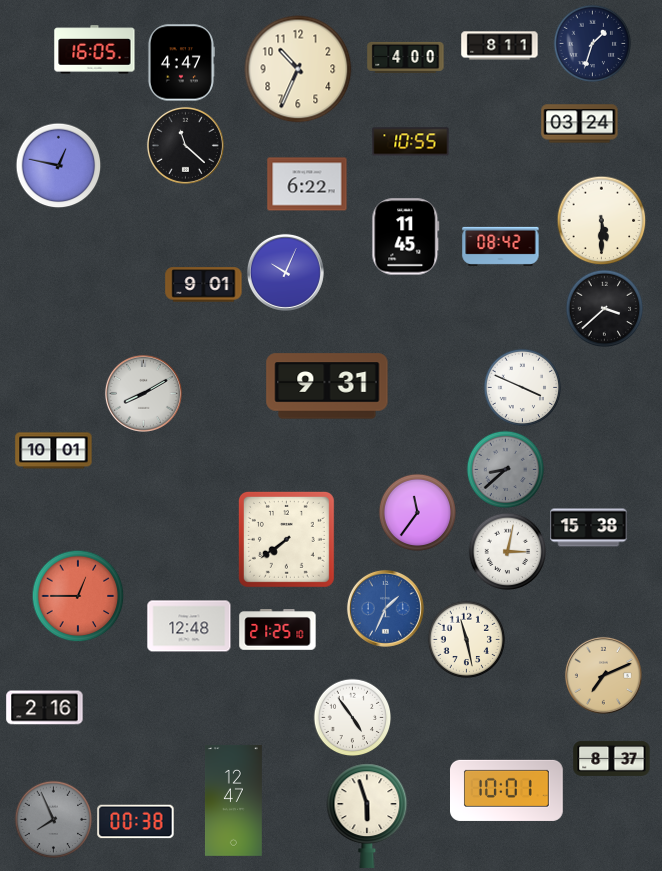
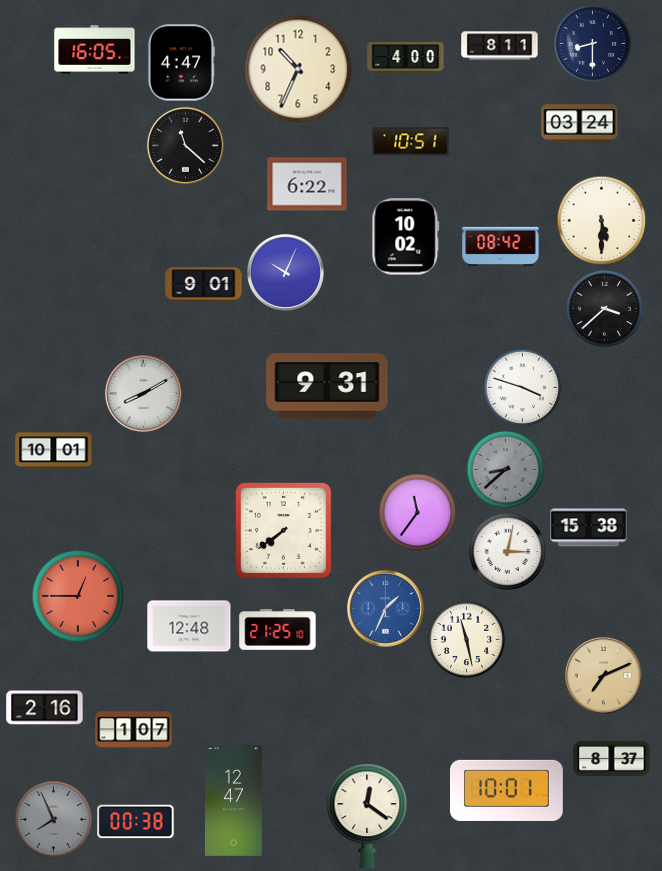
clock at (592, 43): 1:33 -> 8:30
clock at (411, 142): 10:55 -> 10:51
clock at (58, 165): 12:47 -> none
clock at (406, 237): 11:45 -> 10:02
clock at (522, 387): 3:49 -> 3:48
clock at (286, 539) position: (286, 539) -> (283, 530)
clock at (352, 717): 4:54 -> none
clock at (134, 730): none -> 1:07
clock at (367, 816): 5:57 -> 12:21
